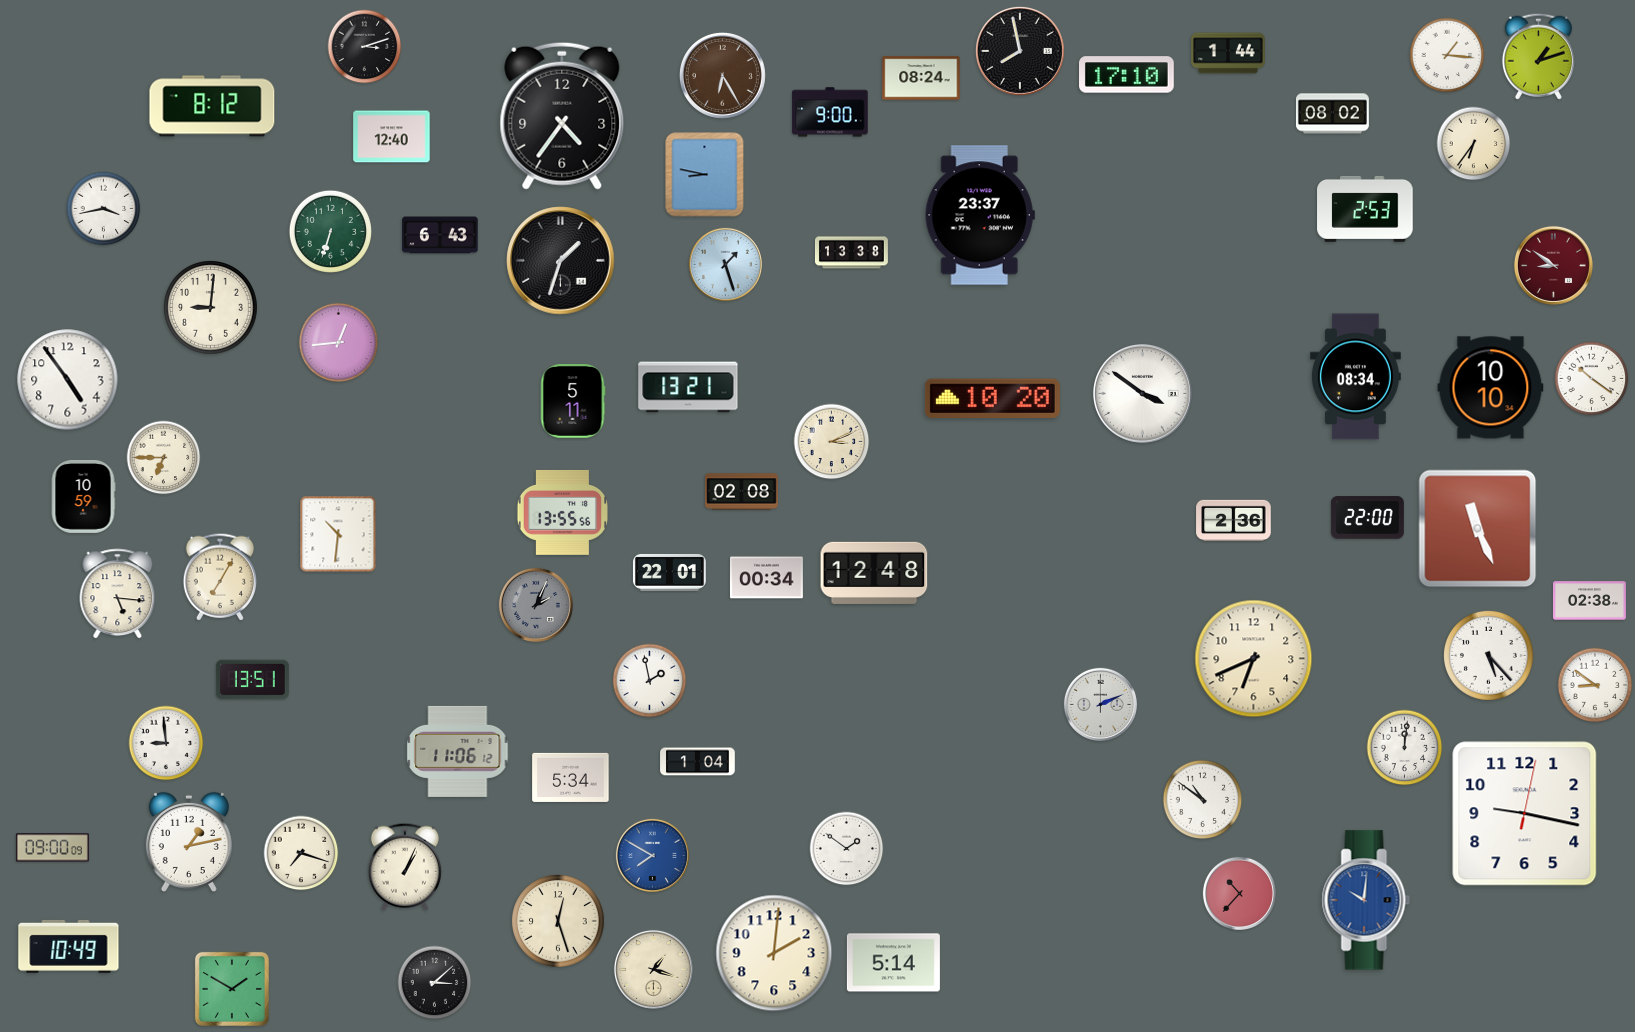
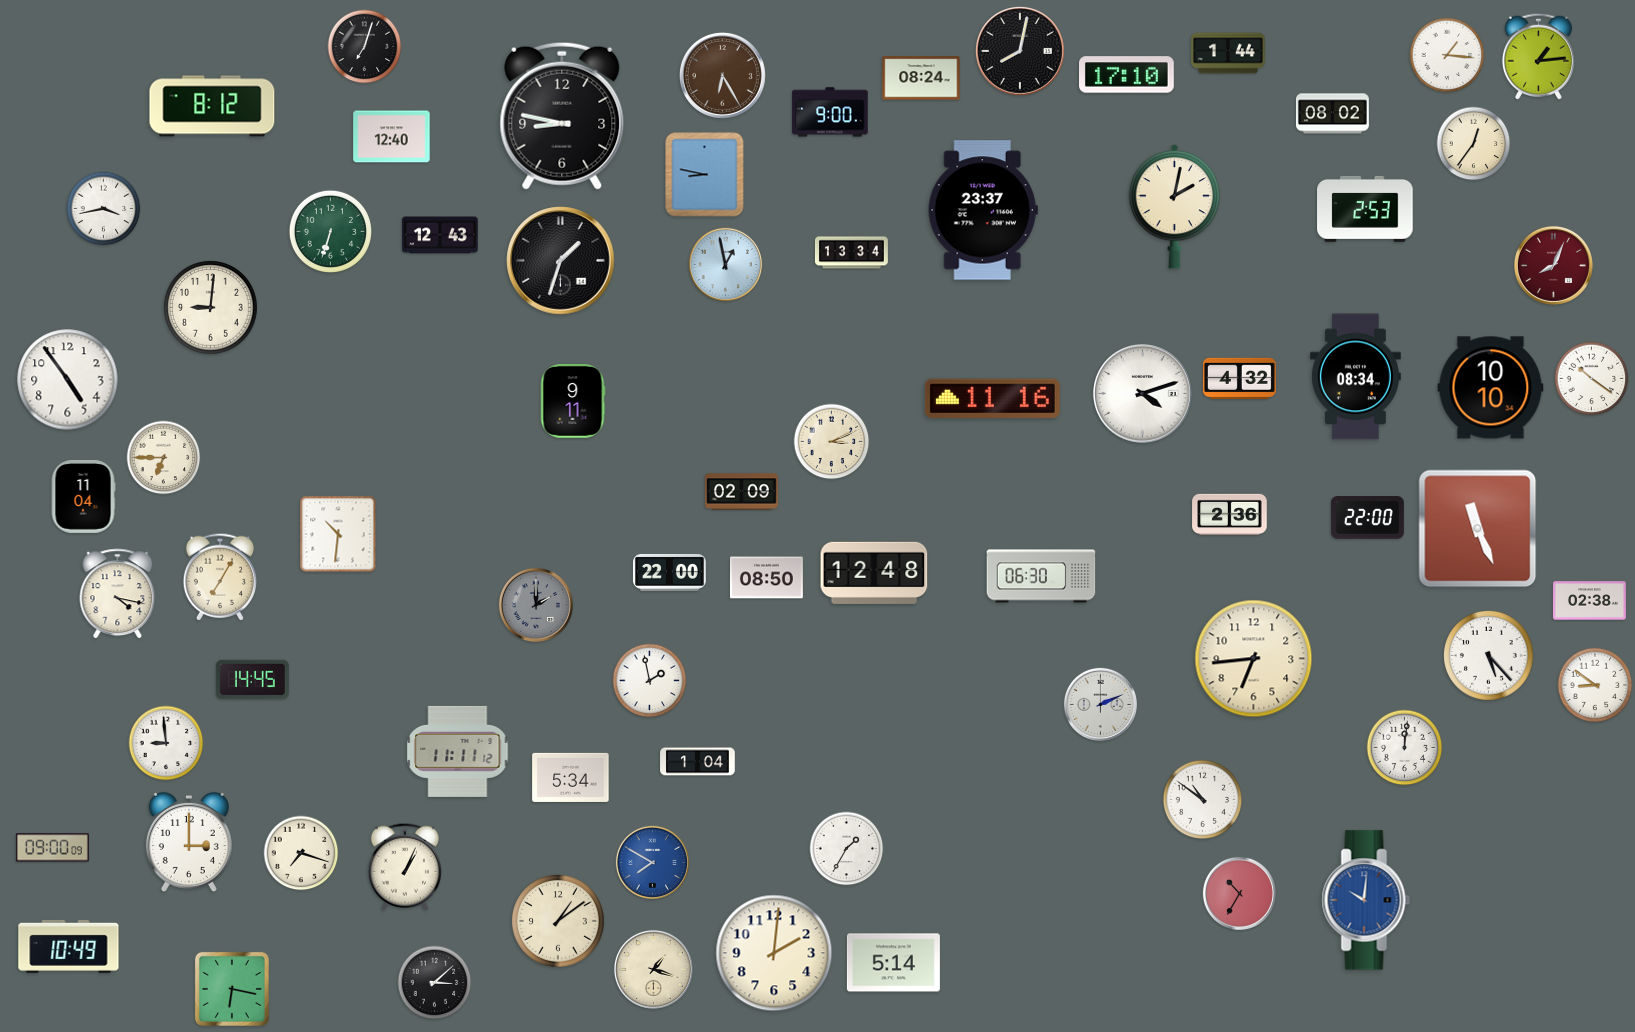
clock at (365, 47): 3:12 -> 7:03
clock at (1020, 51): 7:58 -> 8:02
clock at (1538, 56): 1:12 -> 1:14
clock at (562, 116): 4:36 -> 8:47
clock at (1474, 144): 6:36 -> 12:36
clock at (1175, 206): none -> 2:02
clock at (980, 215) position: (980, 215) -> (983, 210)
clock at (440, 235): 6:43 -> 12:43
clock at (851, 253): 13:38 -> 13:34
clock at (725, 264): 1:27 -> 12:58
clock at (1553, 265): 8:51 -> 8:04
clock at (339, 343): 12:44 -> none
clock at (1239, 378): none -> 4:32
clock at (688, 387): 13:21 -> none
clock at (1143, 394): 3:51 -> 4:12
clock at (992, 398): 10:20 -> 11:16
clock at (573, 402): 5:11 -> 9:11
clock at (741, 492): 02:08 -> 02:09
clock at (83, 496): 10:59 -> 11:04
clock at (562, 512): 13:55 -> none
clock at (1234, 520) position: (1234, 520) -> (1230, 514)
clock at (669, 572): 22:01 -> 22:00
clock at (1041, 576): none -> 06:30
clock at (766, 578): 00:34 -> 08:50
clock at (118, 594): 5:16 -> 4:17
clock at (536, 605): 2:04 -> 2:00
clock at (1254, 659): 6:41 -> 6:44
clock at (252, 680): 13:51 -> 14:45
clock at (458, 751): 11:06 -> 11:11
clock at (1525, 814): 9:17 -> none
clock at (189, 842): 1:13 -> 3:00
clock at (847, 849): 1:51 -> 1:35
clock at (652, 855) position: (652, 855) -> (652, 862)
clock at (1239, 893): 10:37 -> 10:35
clock at (558, 921): 12:27 -> 1:09
clock at (232, 989): 1:50 -> 6:17
